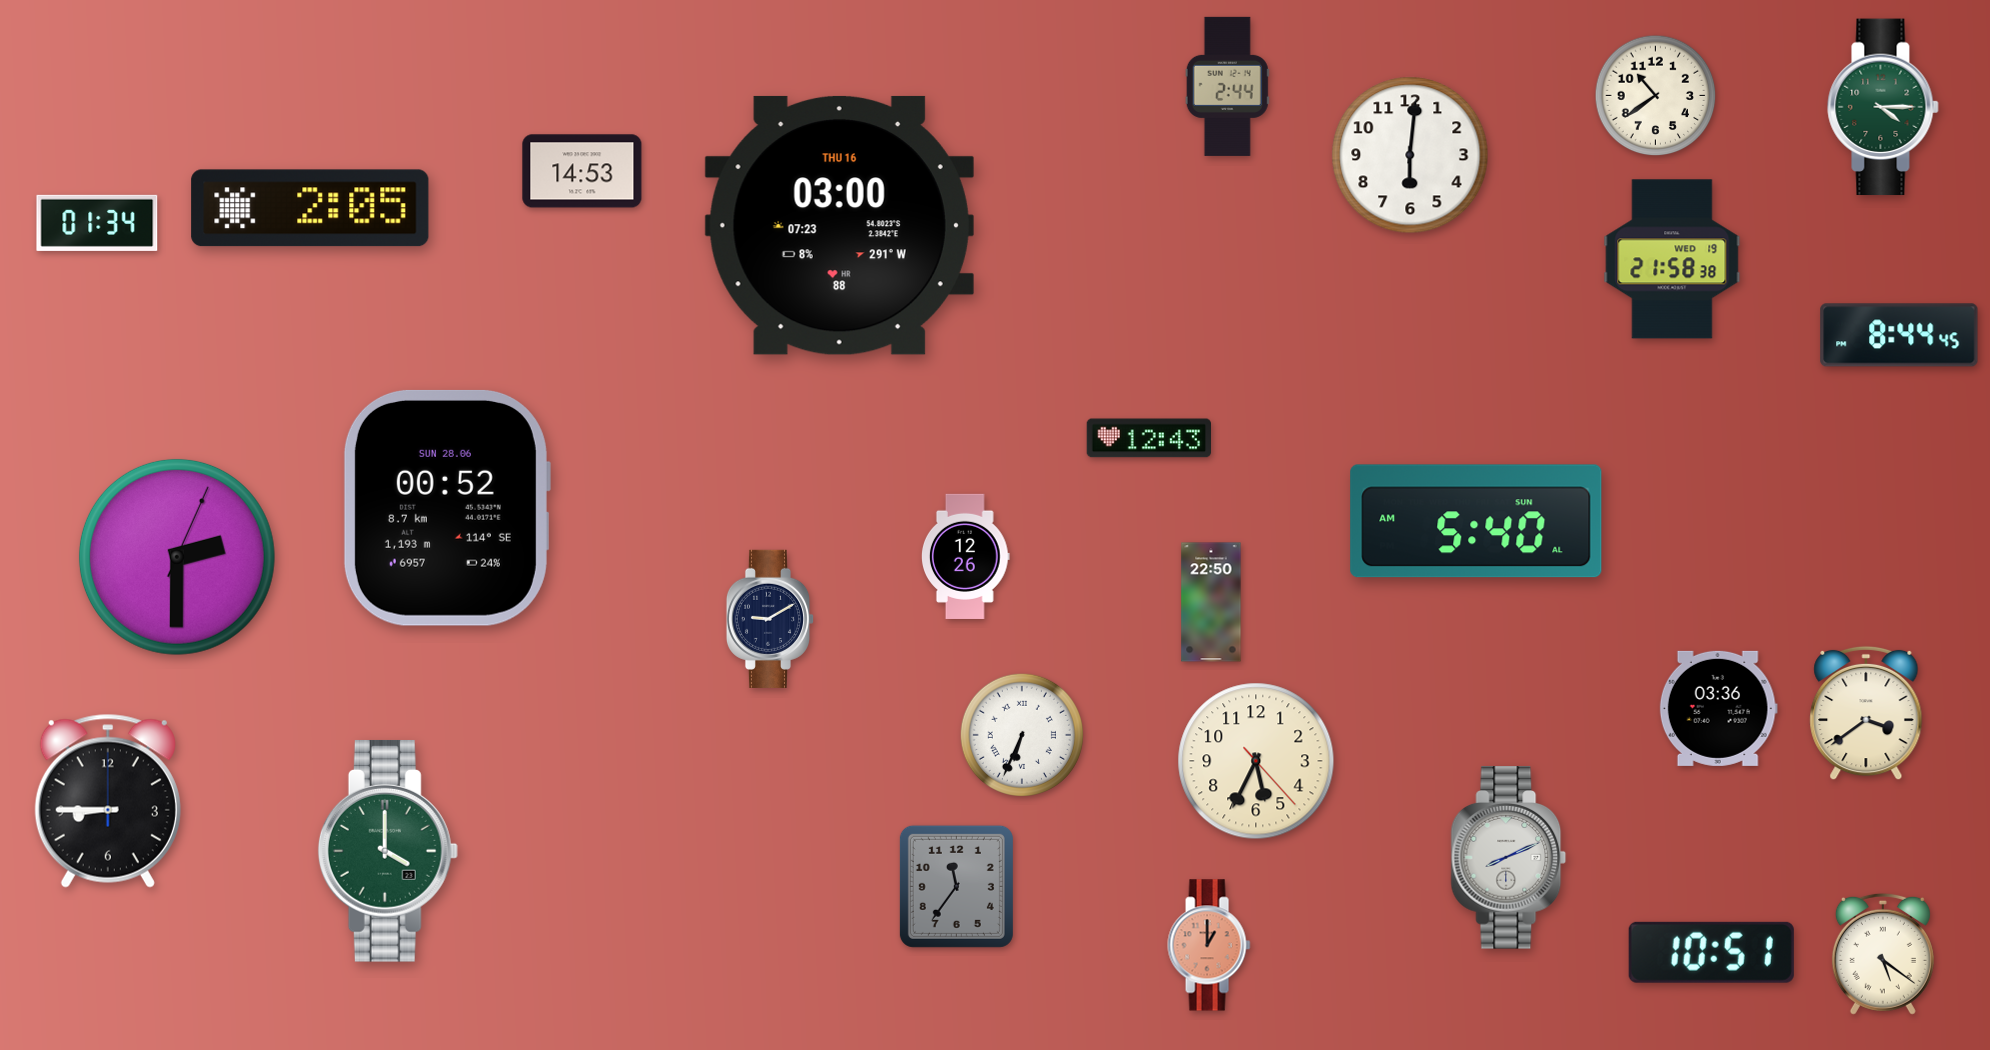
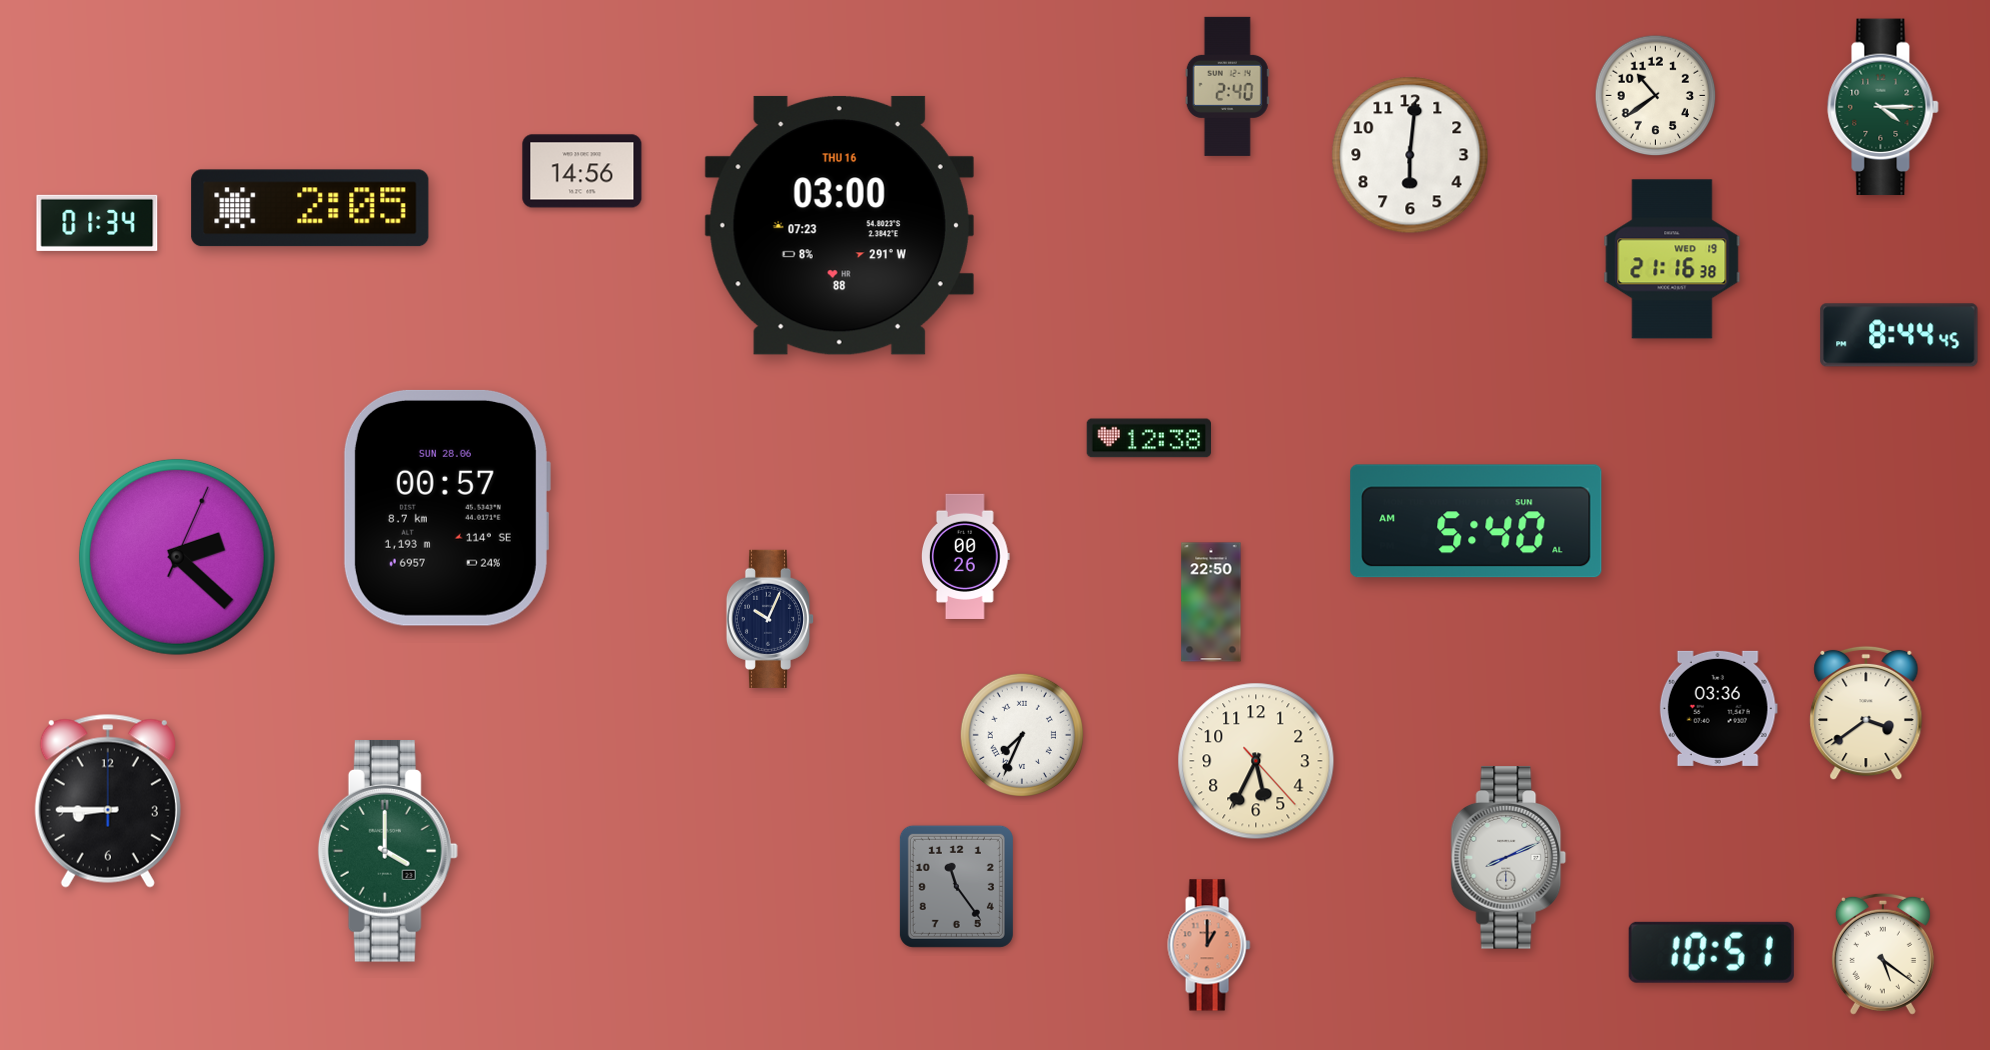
clock at (1227, 86): 2:44 -> 2:40
clock at (582, 171): 14:53 -> 14:56
clock at (1672, 259): 21:58 -> 21:16
clock at (1148, 438): 12:43 -> 12:38
clock at (446, 508): 00:52 -> 00:57
clock at (965, 556): 12:26 -> 00:26
clock at (177, 557): 2:30 -> 2:22
clock at (770, 619): 9:10 -> 10:04
clock at (1022, 735): 6:34 -> 7:34
clock at (956, 886): 11:36 -> 11:24
